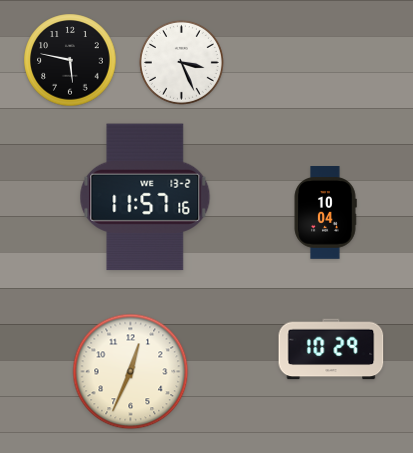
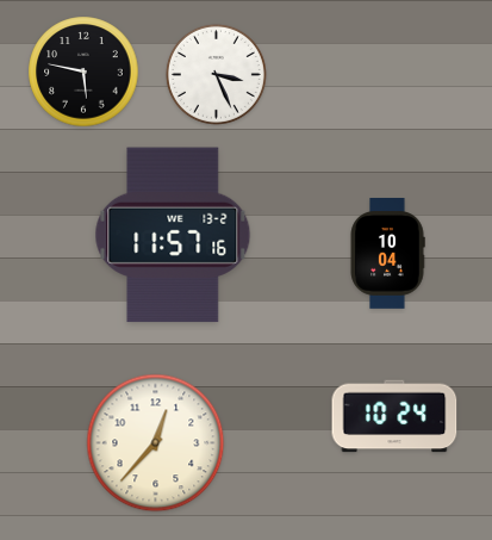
clock at (331, 349): 10:29 -> 10:24
clock at (131, 372): 12:34 -> 12:37
